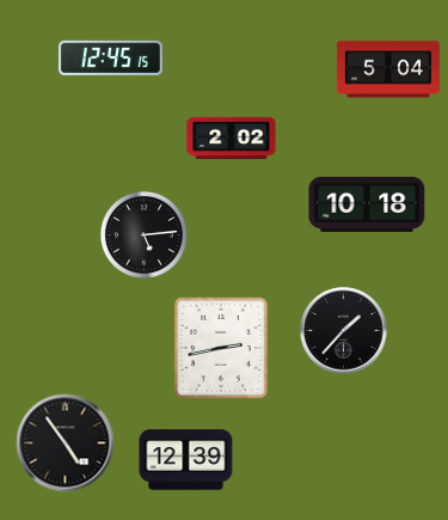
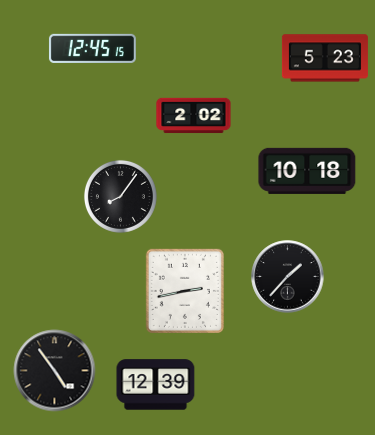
clock at (388, 69): 5:04 -> 5:23
clock at (143, 234): 5:14 -> 8:06
